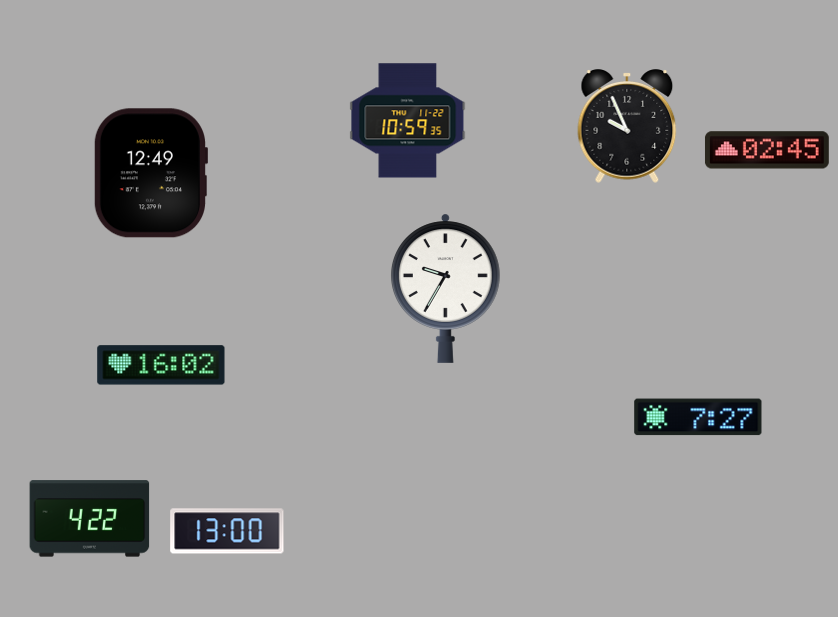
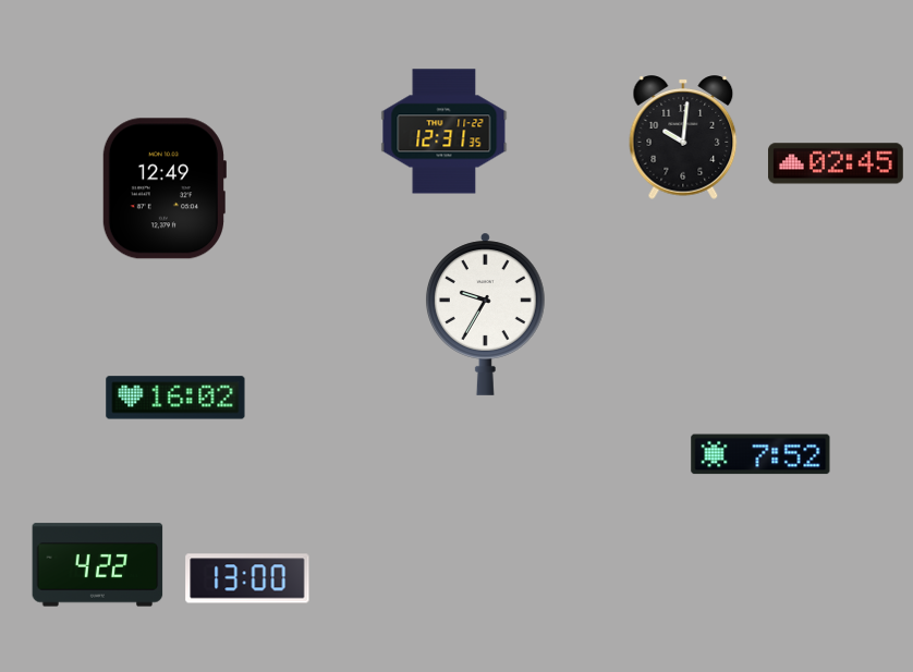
clock at (408, 121): 10:59 -> 12:31
clock at (627, 126): 9:56 -> 10:01
clock at (698, 417): 7:27 -> 7:52
